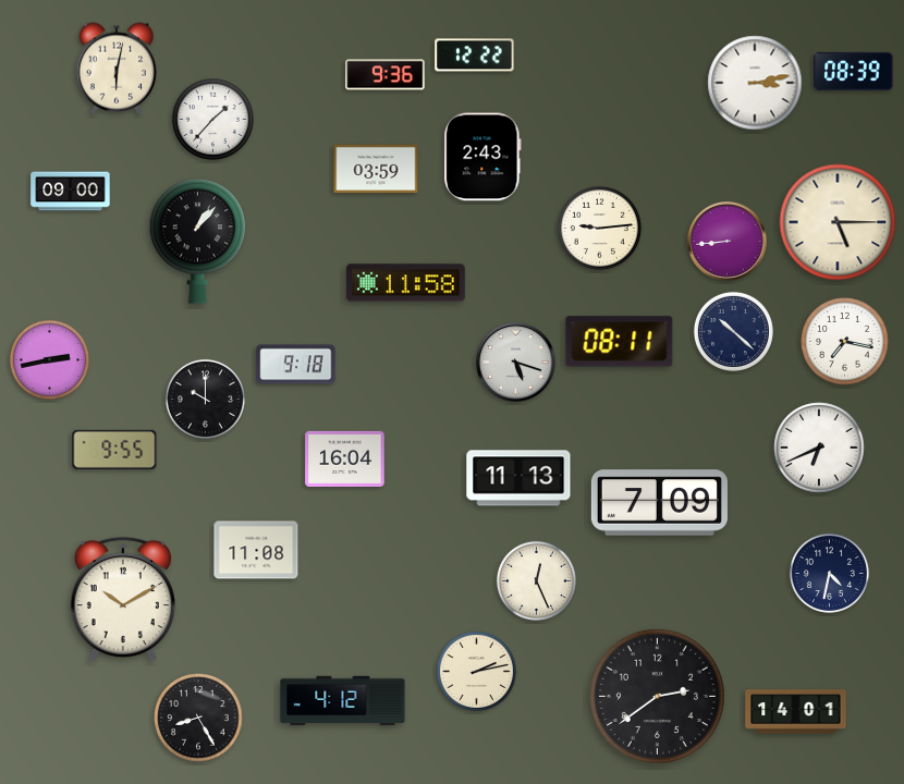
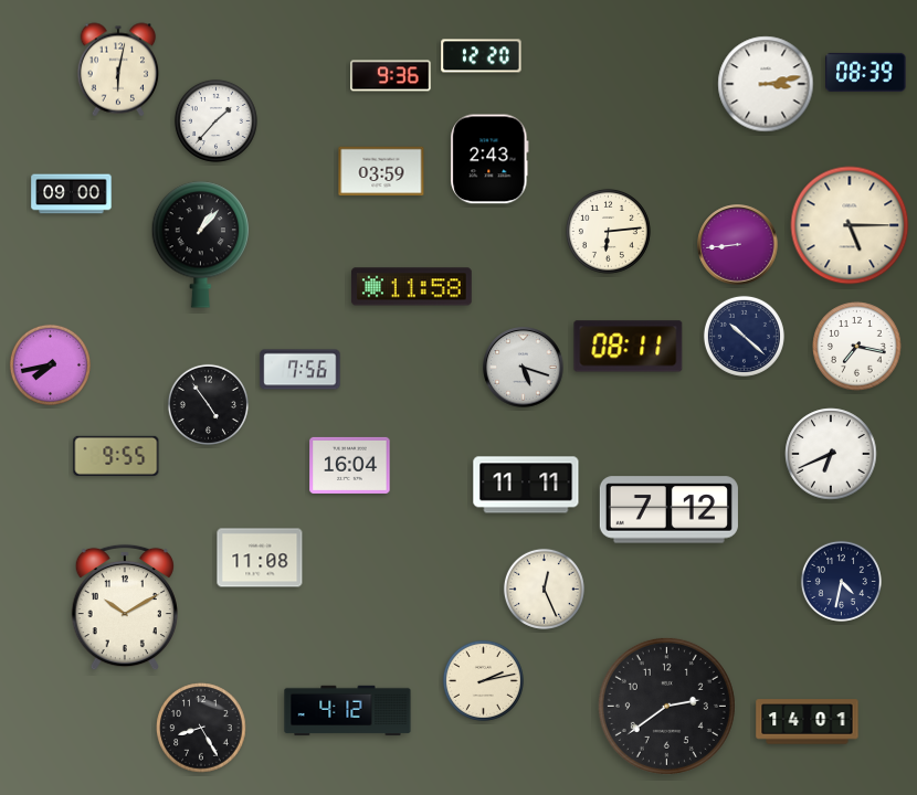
clock at (475, 56): 12:22 -> 12:20
clock at (599, 228): 9:14 -> 6:14
clock at (49, 359): 2:43 -> 7:43
clock at (296, 365): 9:18 -> 7:56
clock at (205, 399): 10:00 -> 4:54
clock at (518, 478): 11:13 -> 11:11
clock at (659, 503): 7:09 -> 7:12
